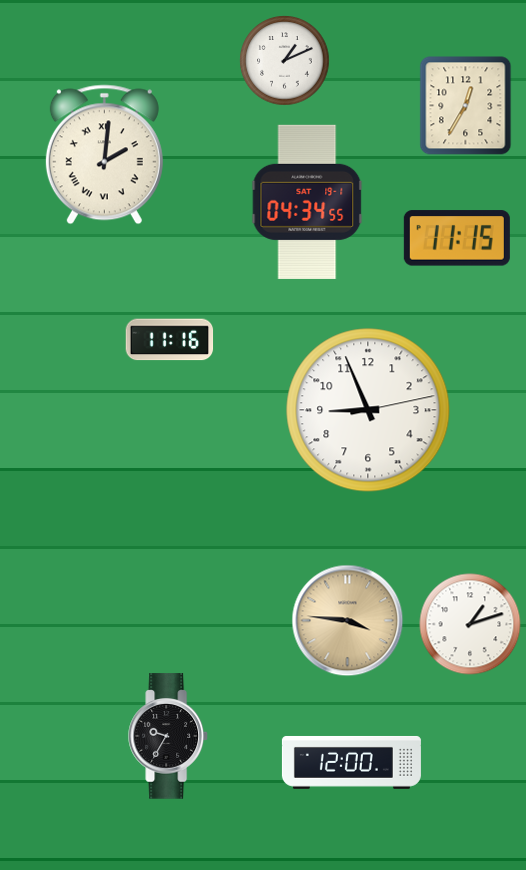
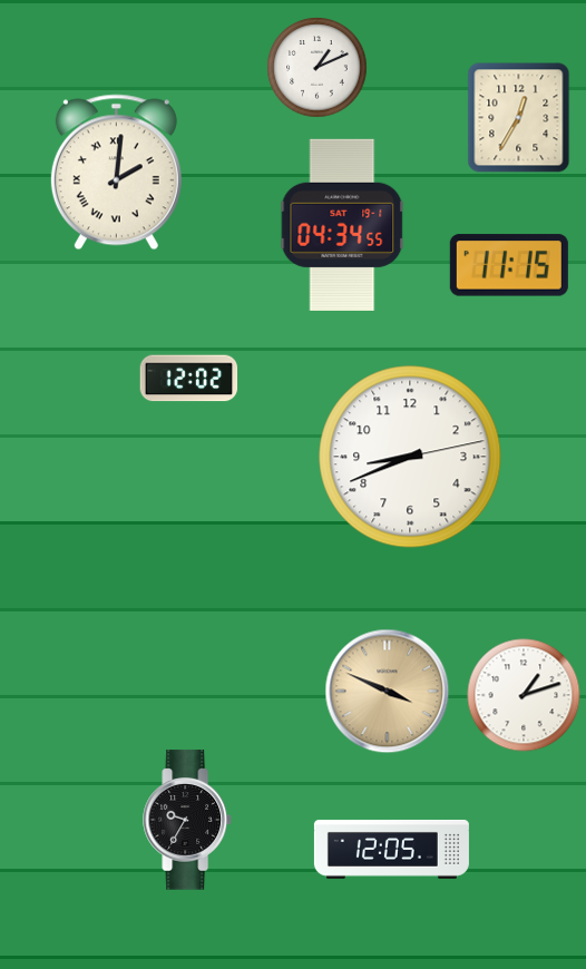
clock at (170, 340): 11:16 -> 12:02
clock at (368, 410): 8:56 -> 8:41
clock at (348, 621): 3:46 -> 3:49
clock at (351, 762): 12:00 -> 12:05
